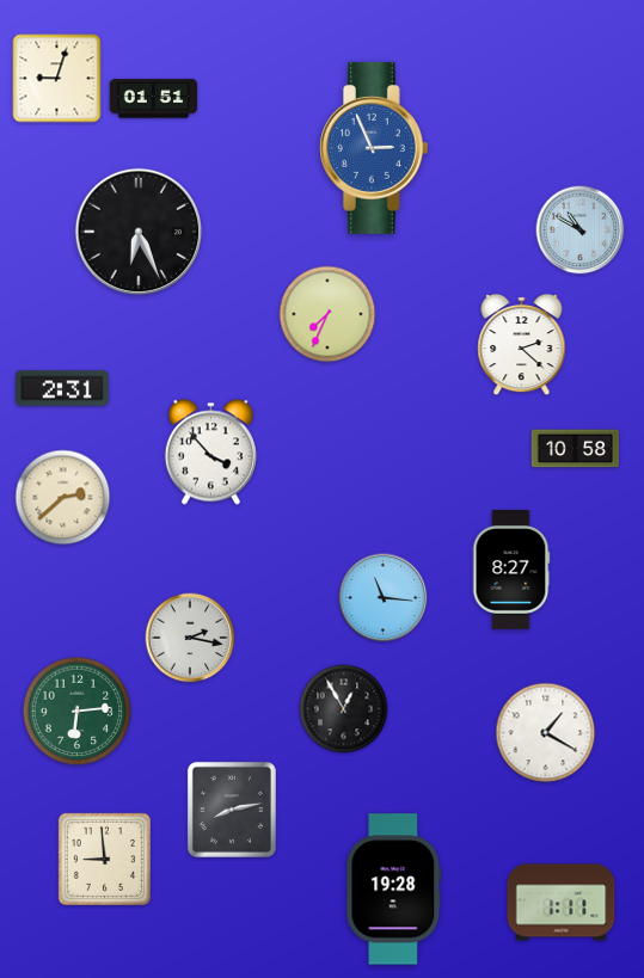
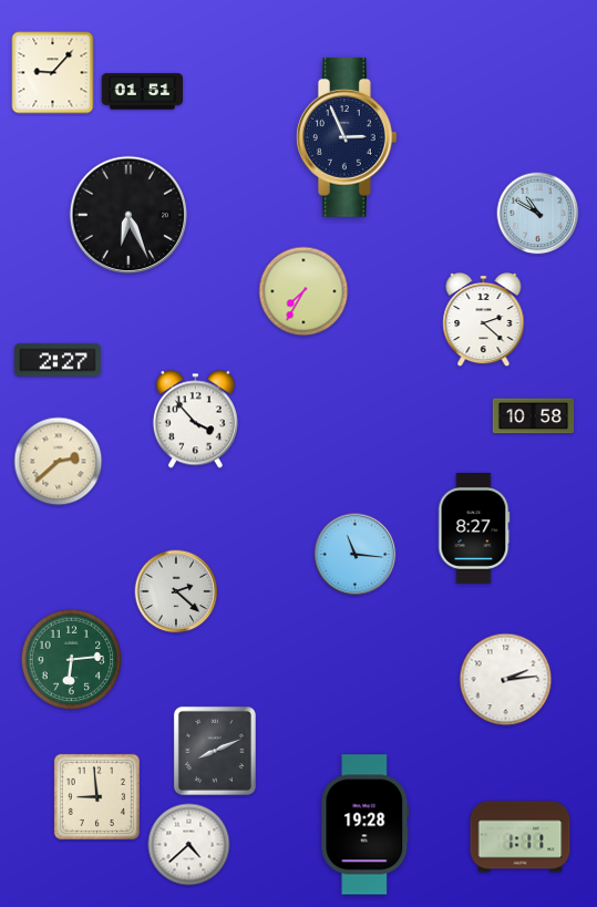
clock at (57, 79): 9:03 -> 9:07
clock at (374, 148) dial: blue -> navy
clock at (327, 314): 7:34 -> 7:35
clock at (63, 388): 2:31 -> 2:27
clock at (190, 638): 2:17 -> 2:22
clock at (344, 709): 12:55 -> none
clock at (546, 733): 1:20 -> 2:14
clock at (232, 810): 8:13 -> 8:11
clock at (189, 845): none -> 4:38
